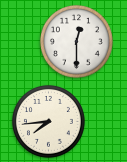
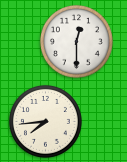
clock at (48, 121) position: (48, 121) -> (45, 121)
